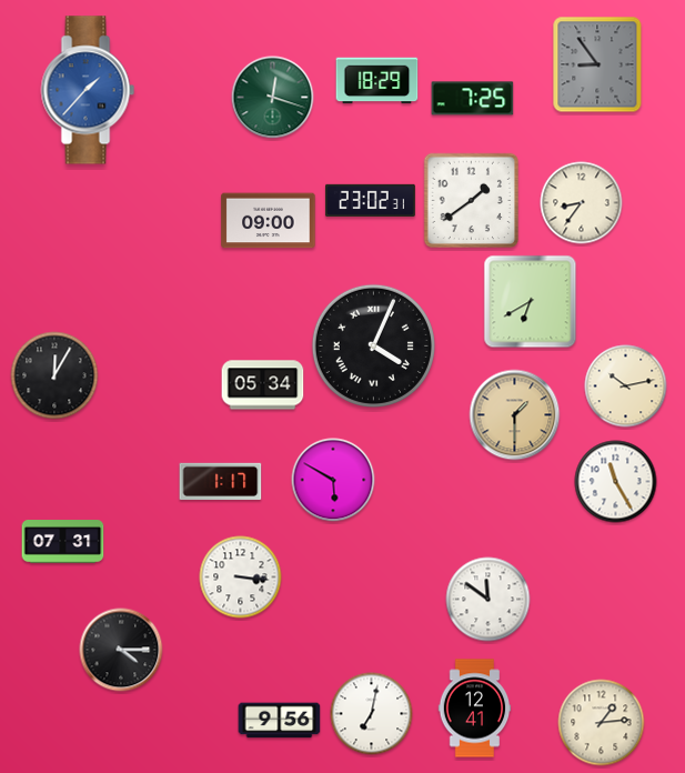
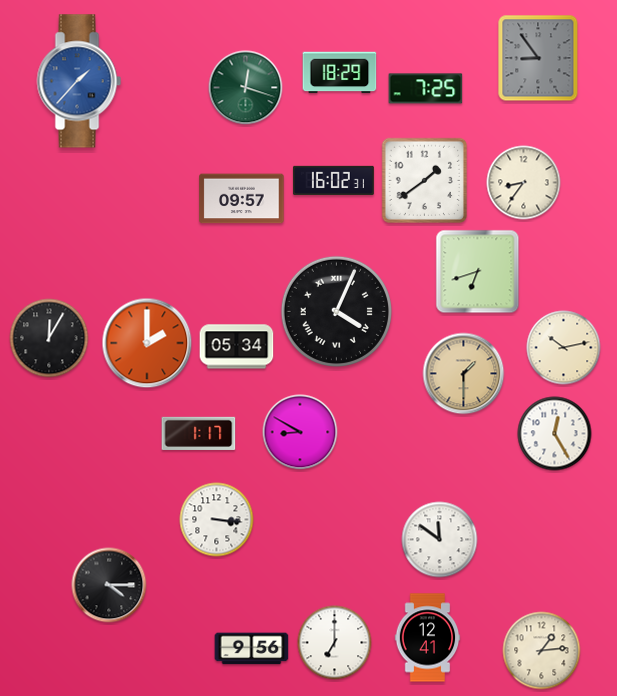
clock at (370, 200): 23:02 -> 16:02
clock at (269, 221): 09:00 -> 09:57
clock at (531, 302): 6:40 -> 6:42
clock at (147, 343): none -> 2:00
clock at (333, 480): 5:50 -> 8:50
clock at (616, 482): 11:25 -> 12:25
clock at (63, 542): 07:31 -> none
clock at (372, 714): 7:02 -> 7:00
